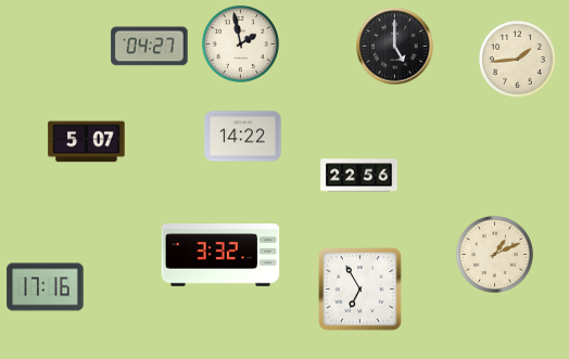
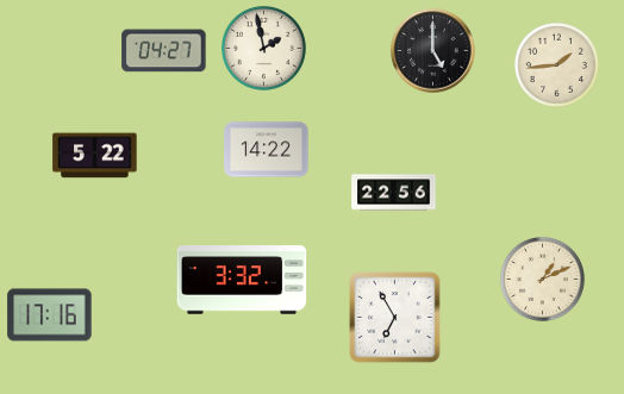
clock at (517, 59) position: (517, 59) -> (556, 64)
clock at (87, 142): 5:07 -> 5:22
